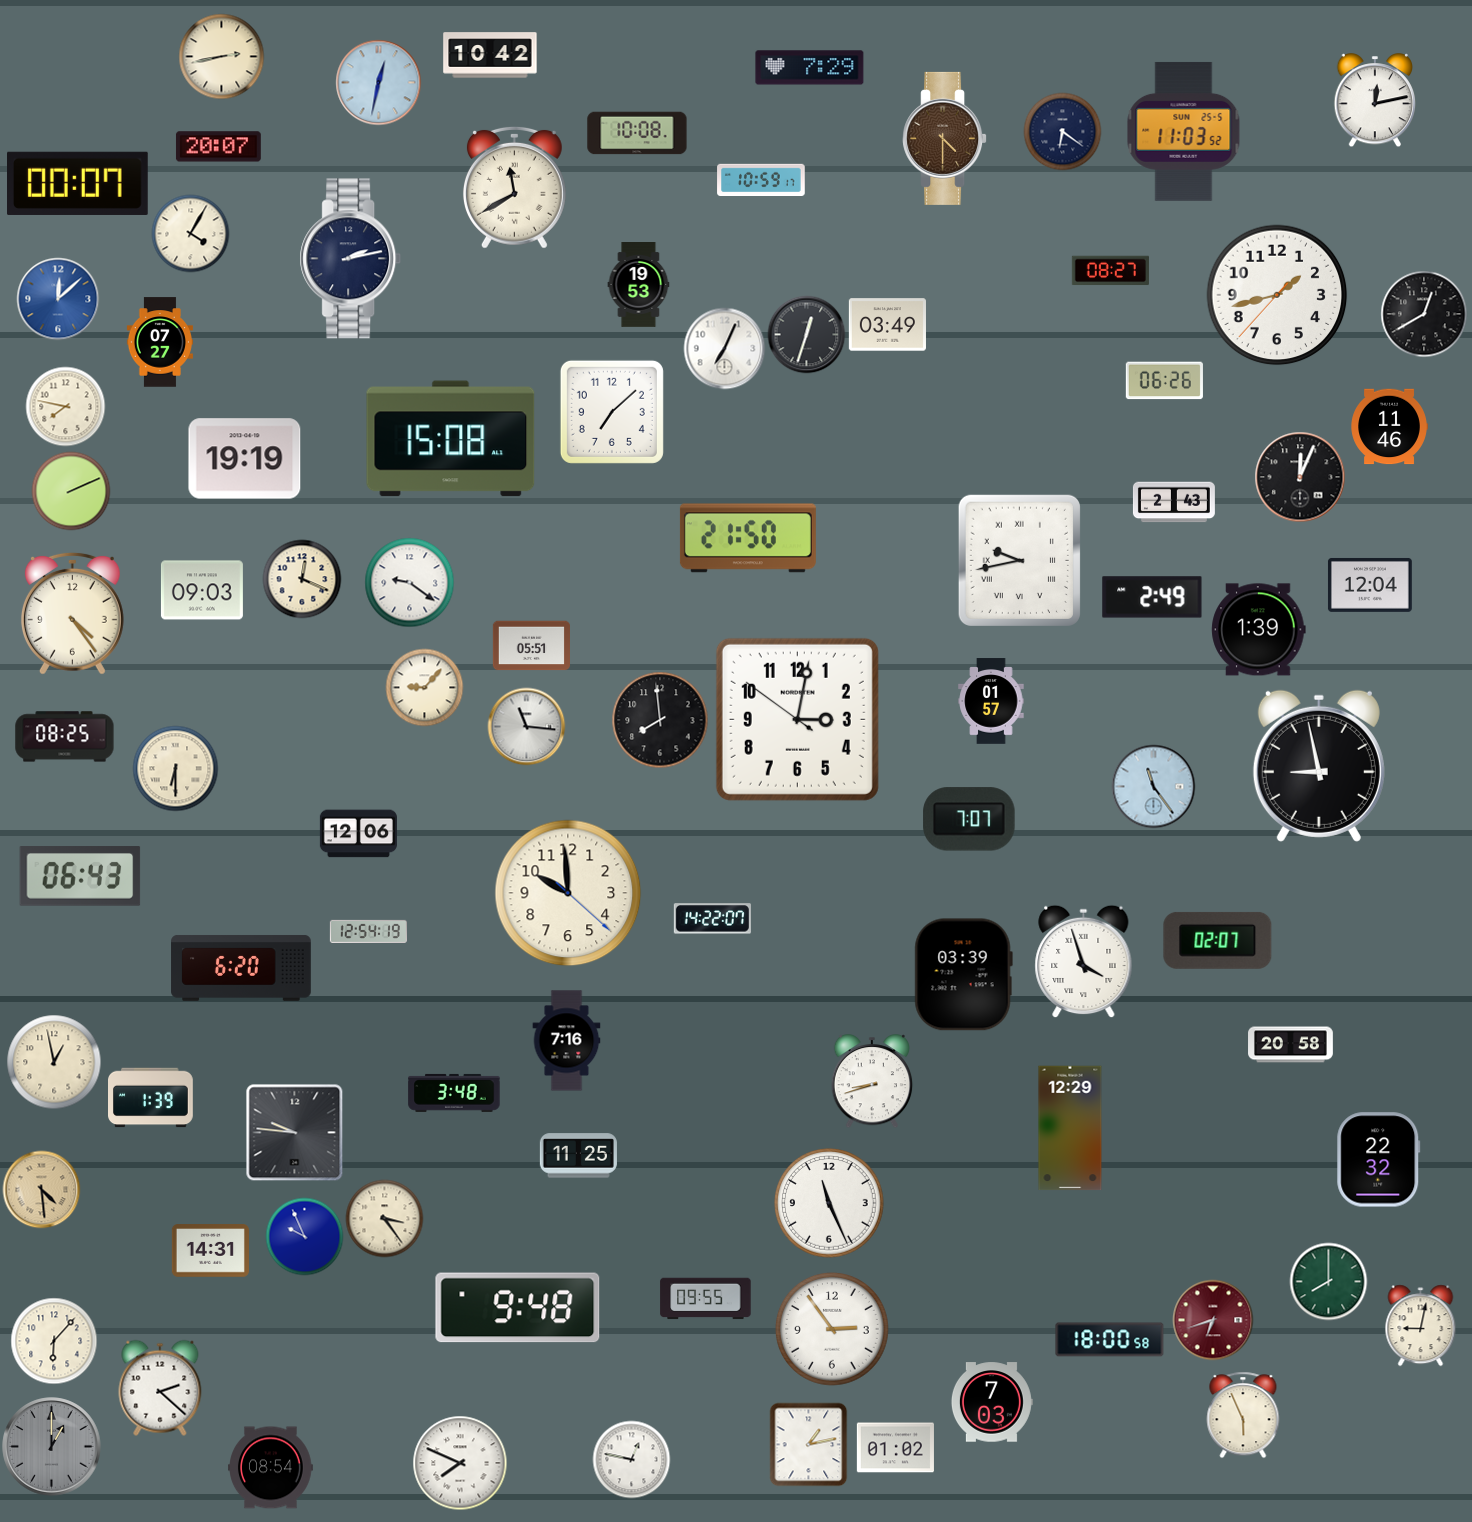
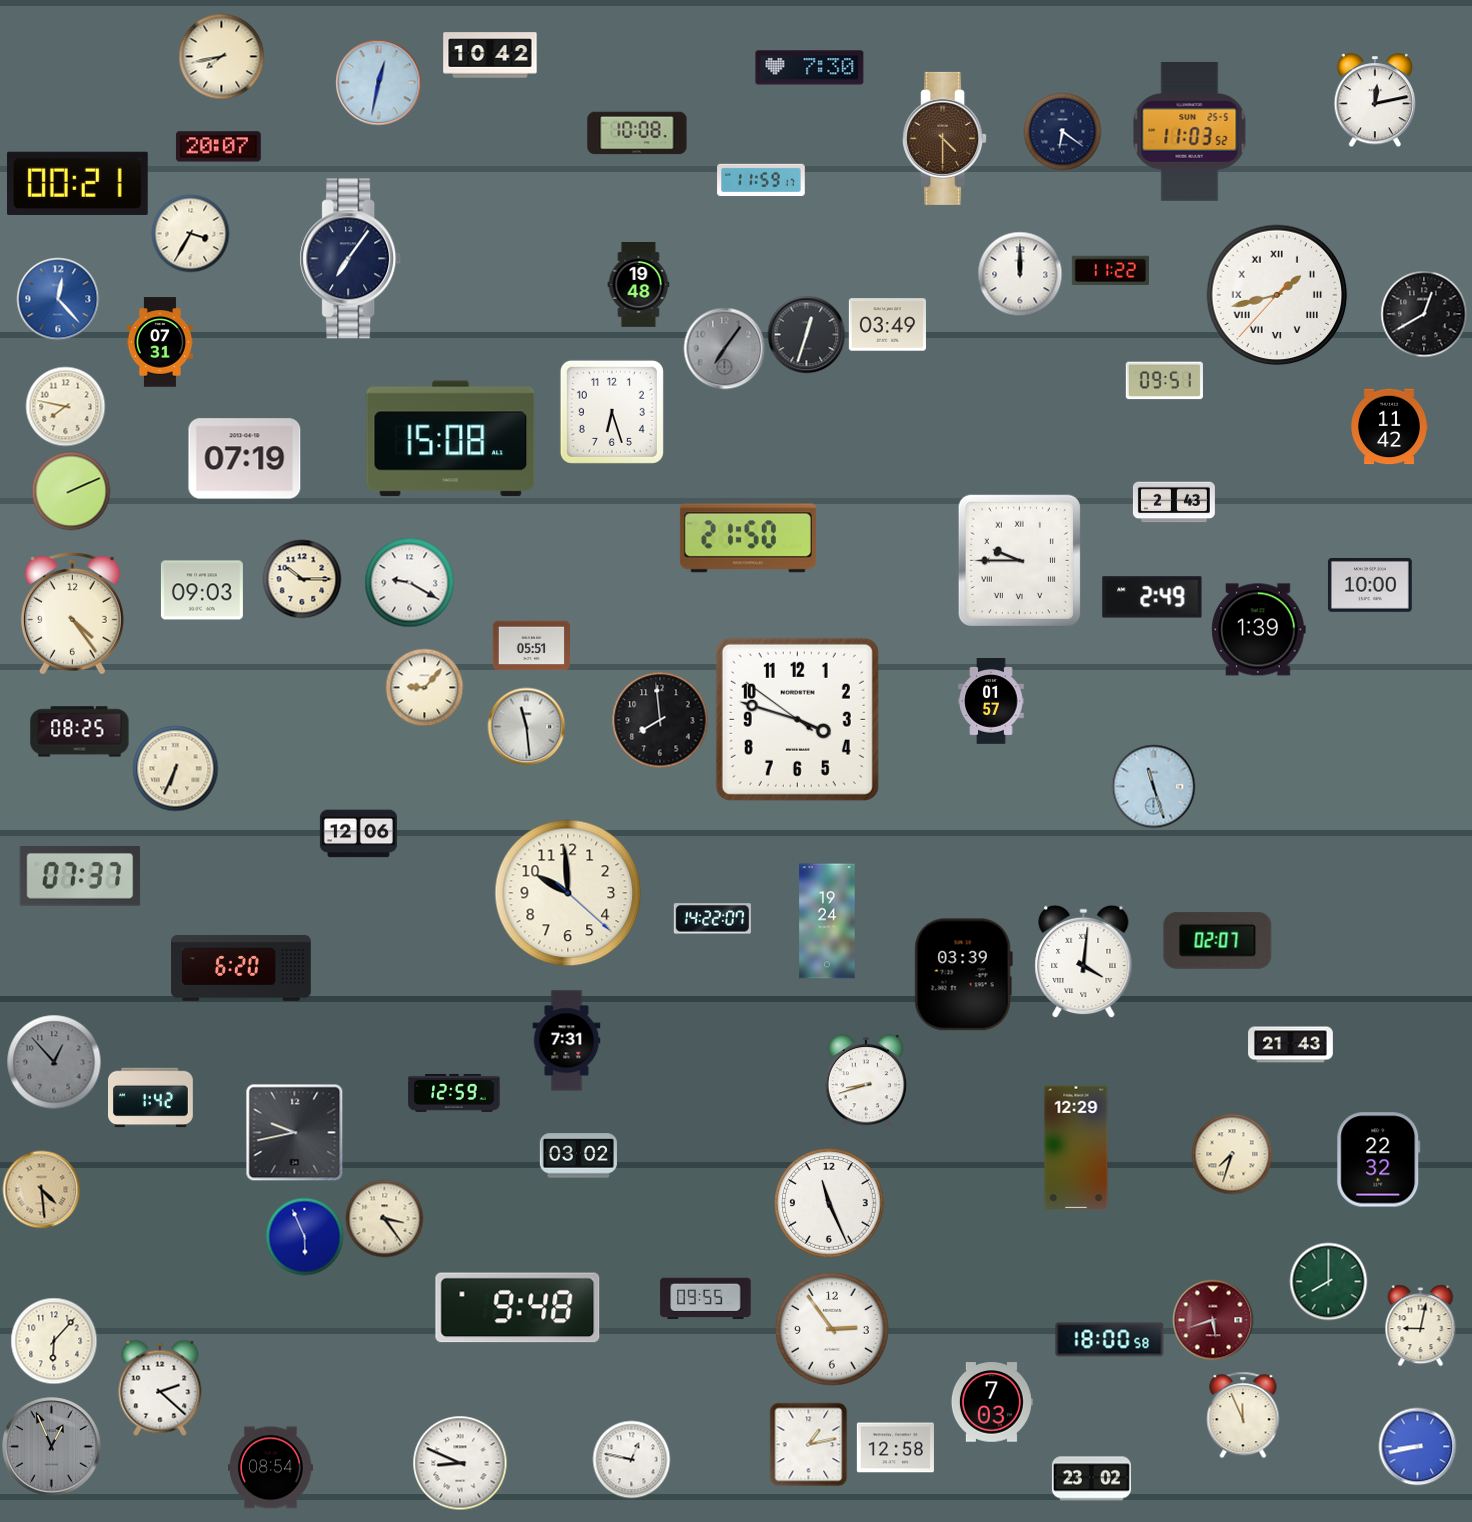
clock at (221, 56): 2:43 -> 7:43
clock at (810, 68): 7:29 -> 7:30
clock at (1184, 131) position: (1184, 131) -> (1190, 131)
clock at (761, 180): 10:59 -> 11:59
clock at (78, 183): 00:07 -> 00:21
clock at (514, 187): 11:40 -> none
clock at (190, 233): 4:05 -> 3:35
clock at (351, 259): 2:13 -> 7:06
clock at (1110, 271): 08:27 -> 11:22
clock at (1020, 274): none -> 12:00
clock at (639, 285): 19:53 -> 19:48
clock at (1277, 295) numerals: Arabic -> Roman
clock at (58, 299): 12:08 -> 12:23
clock at (160, 342): 07:27 -> 07:31
clock at (724, 348): 7:04 -> 7:06
clock at (724, 348) dial: white -> grey
clock at (1164, 381): 06:26 -> 09:51
clock at (612, 412): 7:08 -> 6:27
clock at (1389, 427): 11:46 -> 11:42
clock at (245, 459): 19:19 -> 07:19
clock at (1300, 477): 12:04 -> none
clock at (1019, 560): 9:43 -> 9:45
clock at (302, 579): 12:19 -> 10:15
clock at (409, 582): 9:21 -> 9:20
clock at (1370, 585): 12:04 -> 10:00
clock at (797, 719): 3:01 -> 3:47
clock at (526, 726): 11:16 -> 11:29
clock at (65, 737) position: (65, 737) -> (80, 732)
clock at (1319, 766): 8:58 -> none
clock at (175, 768): 6:30 -> 6:34
clock at (1153, 786): 11:24 -> 11:27
clock at (969, 819): 7:07 -> none
clock at (80, 876): 06:43 -> 07:37
clock at (827, 921): none -> 19:24
clock at (368, 931): 12:54 -> none
clock at (1084, 961): 3:57 -> 4:01
clock at (567, 1041): 7:16 -> 7:31
clock at (1291, 1045): 20:58 -> 21:43
clock at (54, 1062): 12:58 -> 12:53
clock at (54, 1062) dial: cream -> grey
clock at (872, 1081) position: (872, 1081) -> (866, 1081)
clock at (454, 1093): 3:48 -> 12:59
clock at (151, 1098): 1:39 -> 1:42
clock at (1070, 1128) position: (1070, 1128) -> (1076, 1148)
clock at (294, 1132): 9:46 -> 9:43
clock at (1232, 1154): none -> 7:33
clock at (578, 1156): 11:25 -> 03:02
clock at (304, 1236): 9:56 -> 5:56
clock at (210, 1251): 14:31 -> none
clock at (1213, 1320): 6:42 -> 5:42
clock at (1243, 1415): 5:56 -> 11:56
clock at (1417, 1446): none -> 8:43
clock at (52, 1447): 1:00 -> 12:56
clock at (895, 1448): 01:02 -> 12:58
clock at (460, 1463): 7:49 -> 8:49
clock at (1091, 1479): none -> 23:02
